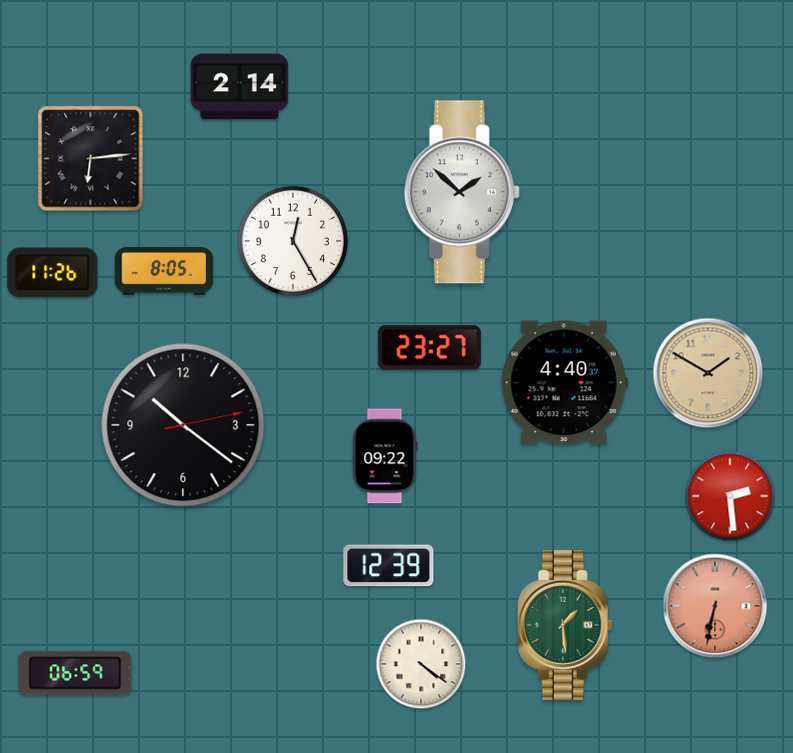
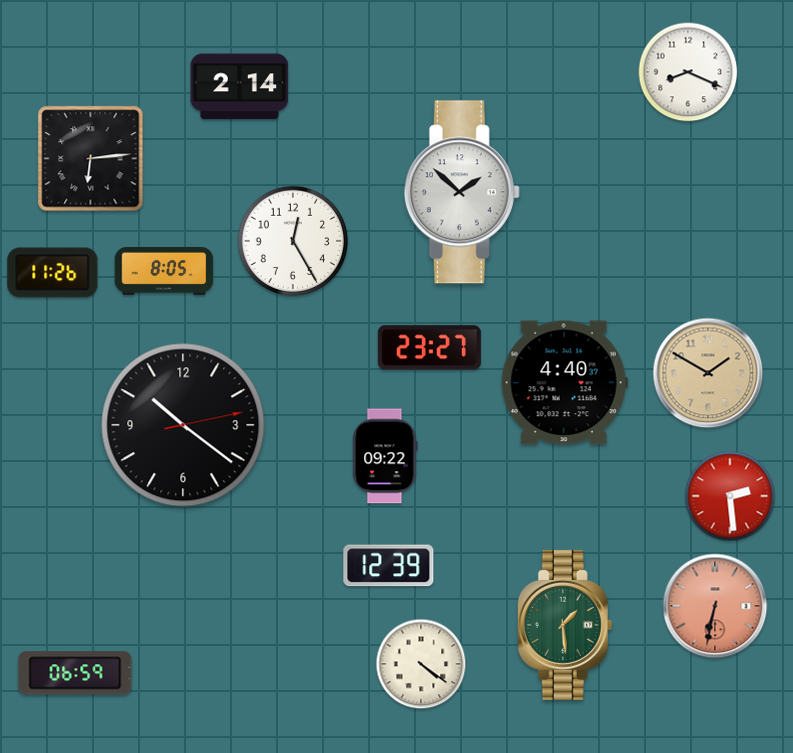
clock at (688, 72): none -> 8:19
